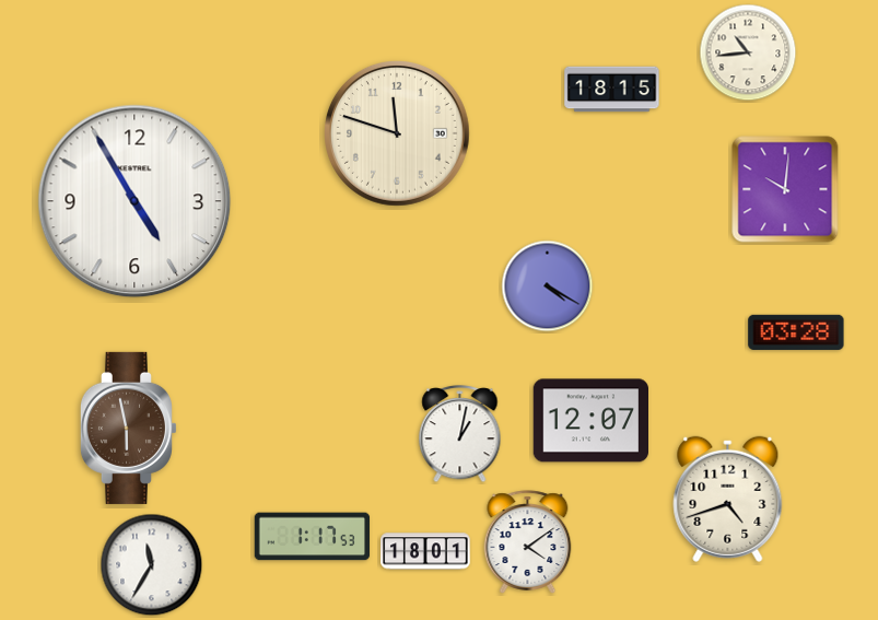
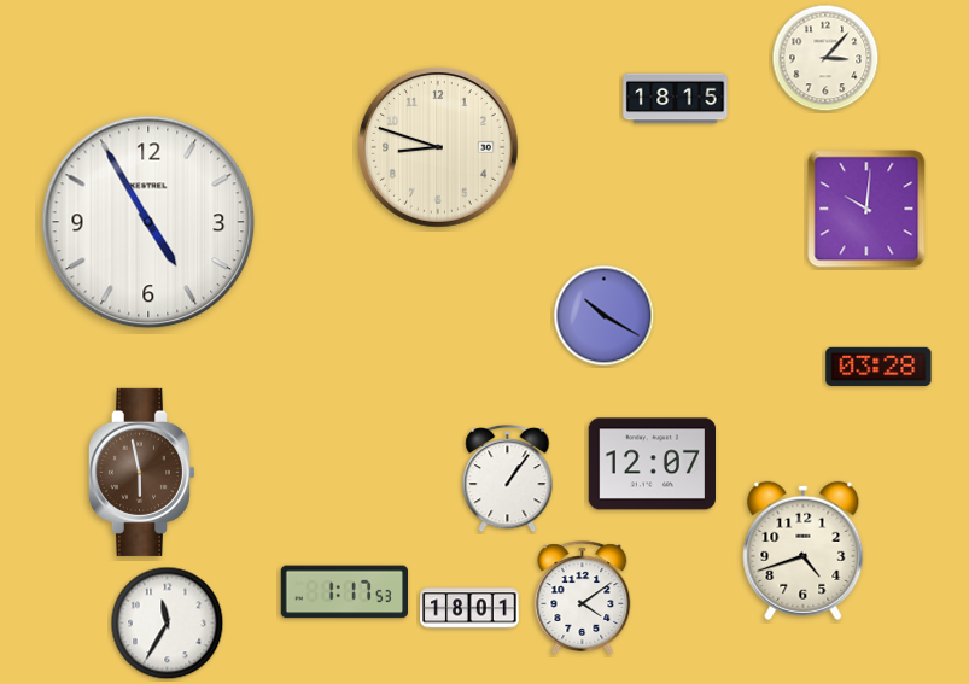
clock at (748, 52): 10:44 -> 3:07
clock at (398, 134): 11:48 -> 8:48
clock at (548, 286): 4:20 -> 10:20
clock at (460, 435): 1:02 -> 1:06
